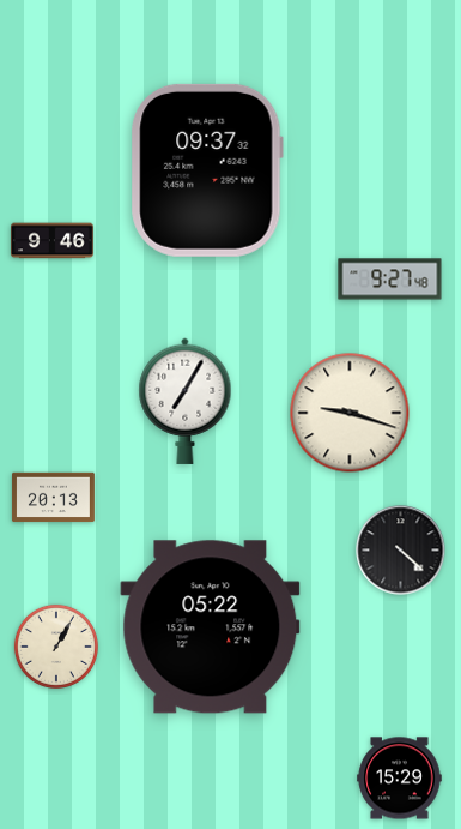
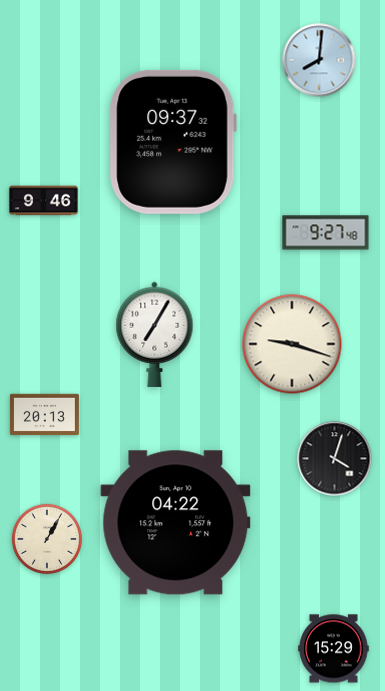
clock at (319, 60): none -> 8:01
clock at (401, 551): 4:22 -> 4:03
clock at (211, 627): 05:22 -> 04:22
